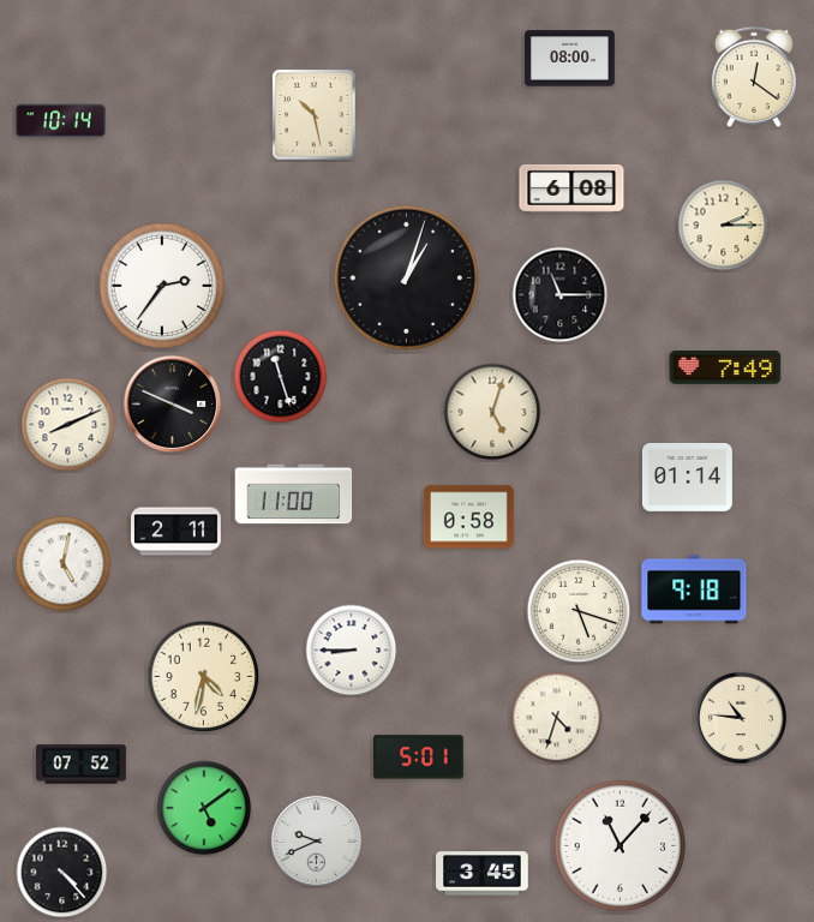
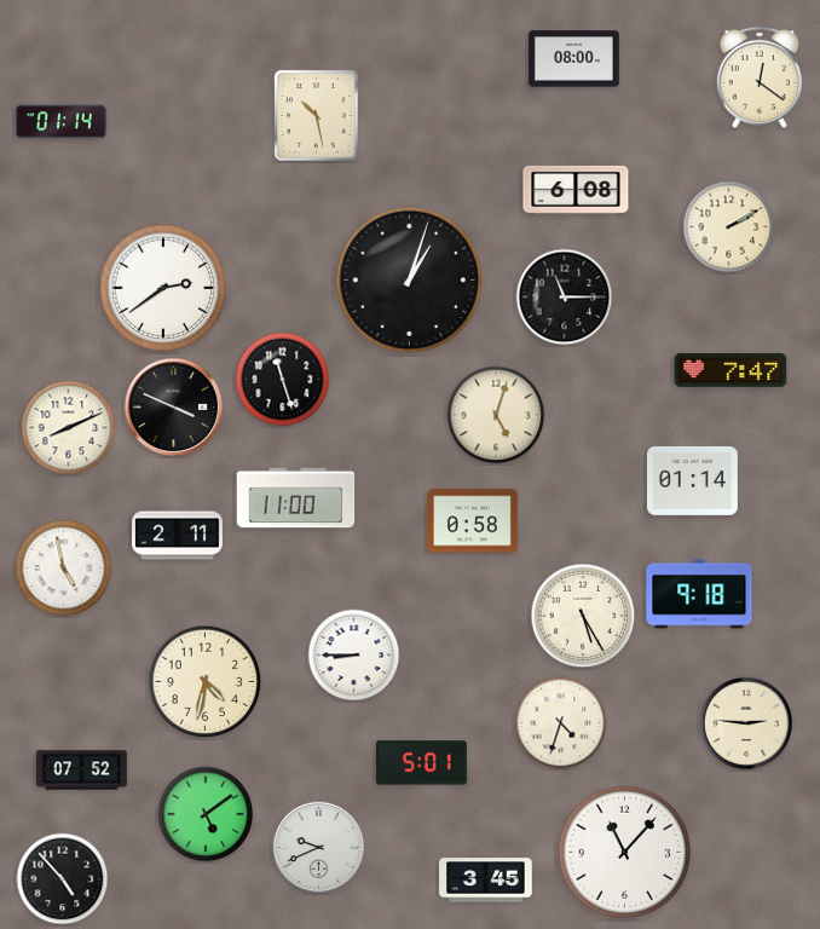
clock at (61, 121): 10:14 -> 01:14
clock at (724, 226): 2:15 -> 2:10
clock at (162, 286): 2:36 -> 2:39
clock at (725, 369): 7:49 -> 7:47
clock at (64, 564): 5:02 -> 4:58
clock at (579, 611): 5:18 -> 5:25
clock at (741, 718): 10:46 -> 2:46
clock at (62, 873): 4:23 -> 4:53
